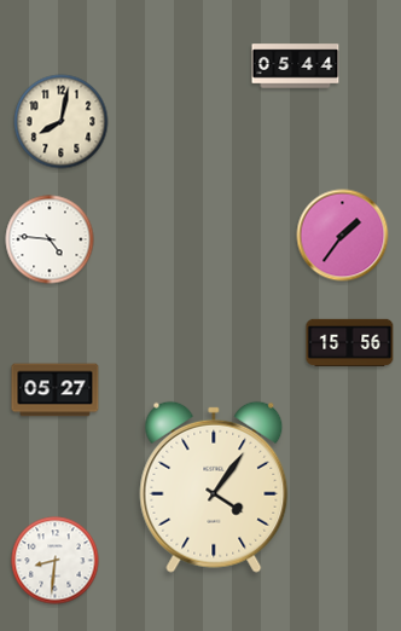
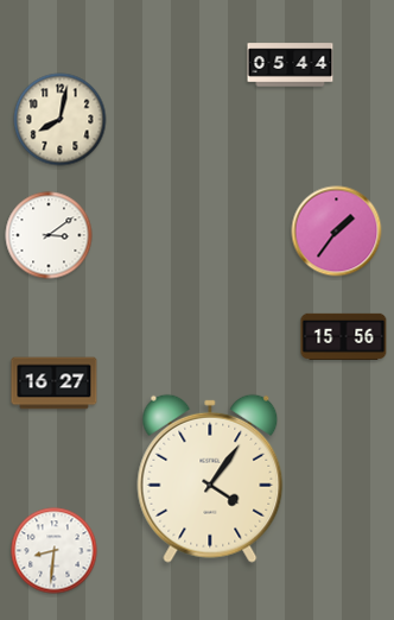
clock at (50, 239): 4:46 -> 3:09
clock at (56, 390): 05:27 -> 16:27
